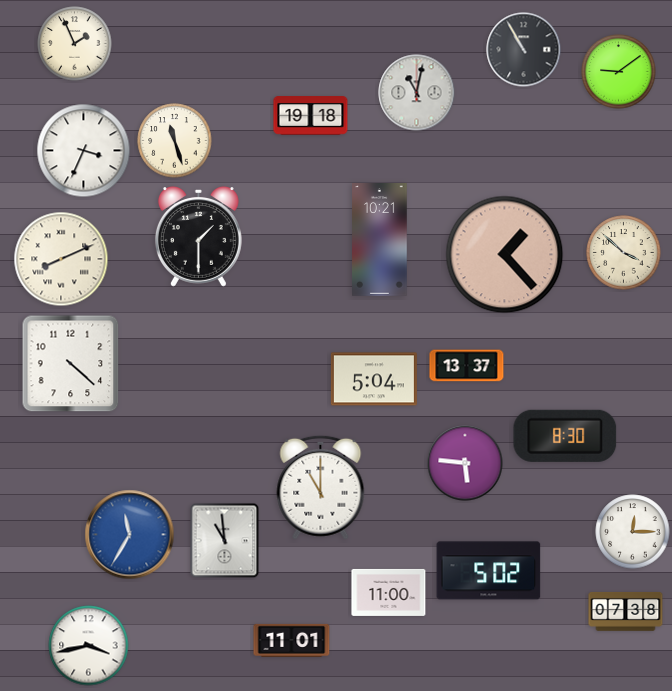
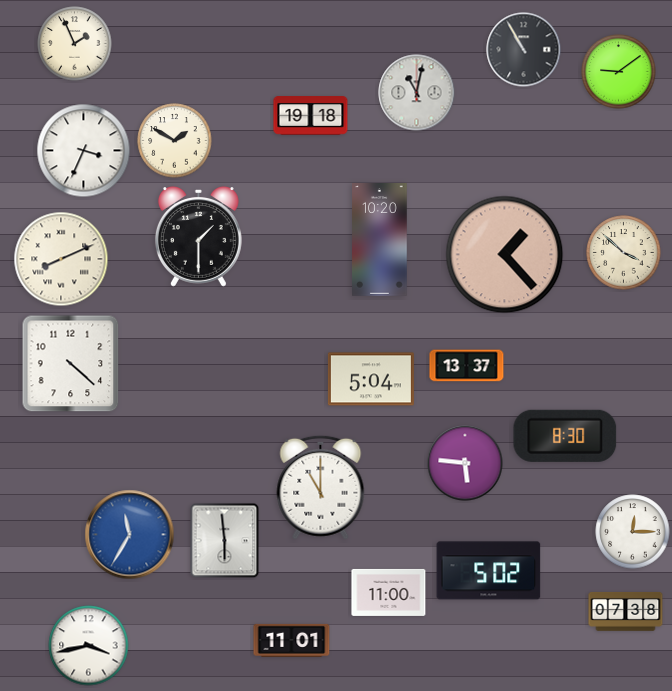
clock at (175, 141): 11:27 -> 1:50
clock at (380, 240): 10:21 -> 10:20
clock at (374, 379) position: (374, 379) -> (371, 379)
clock at (225, 541): 10:59 -> 5:59
